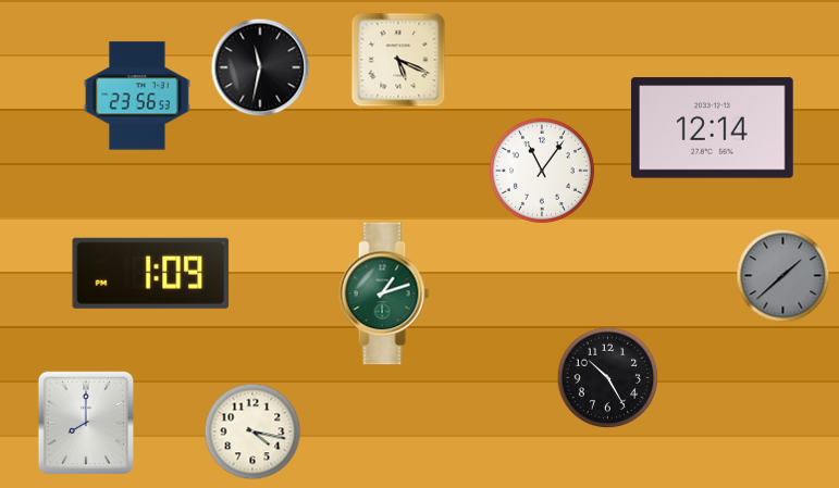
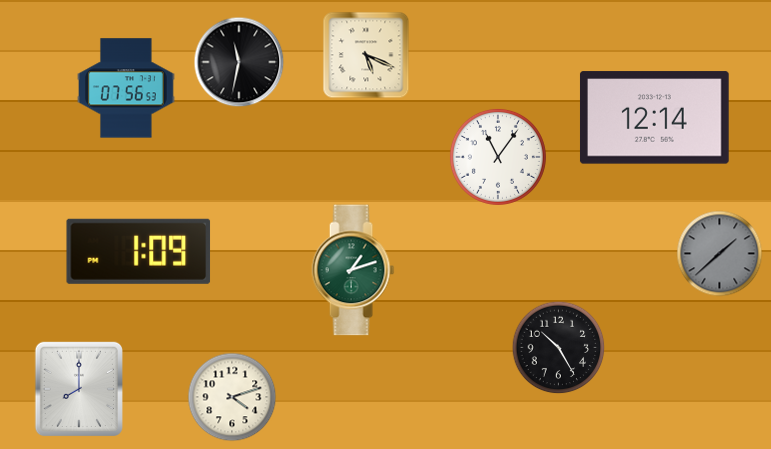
clock at (138, 96): 23:56 -> 07:56
clock at (252, 431): 4:17 -> 4:12
